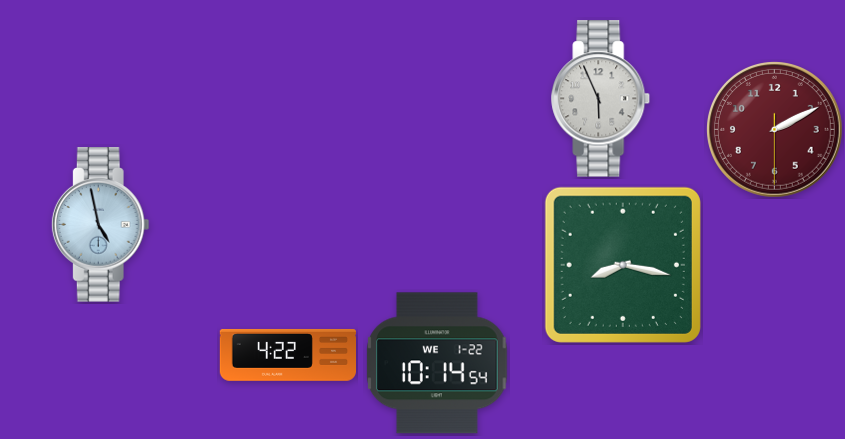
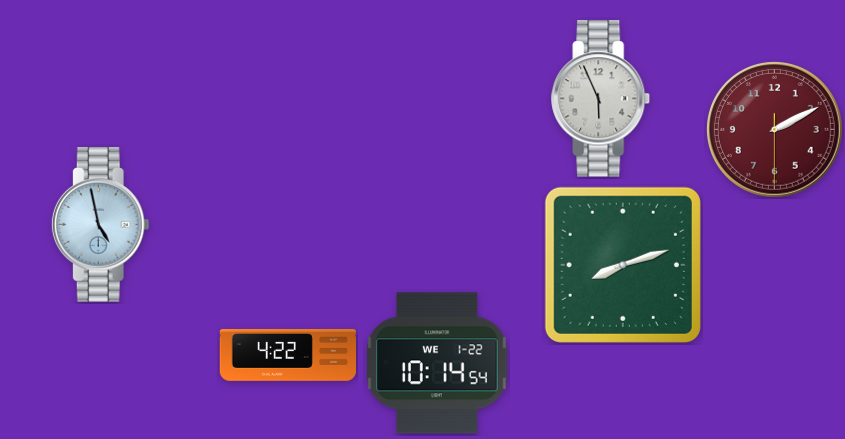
clock at (623, 265): 8:17 -> 8:12
